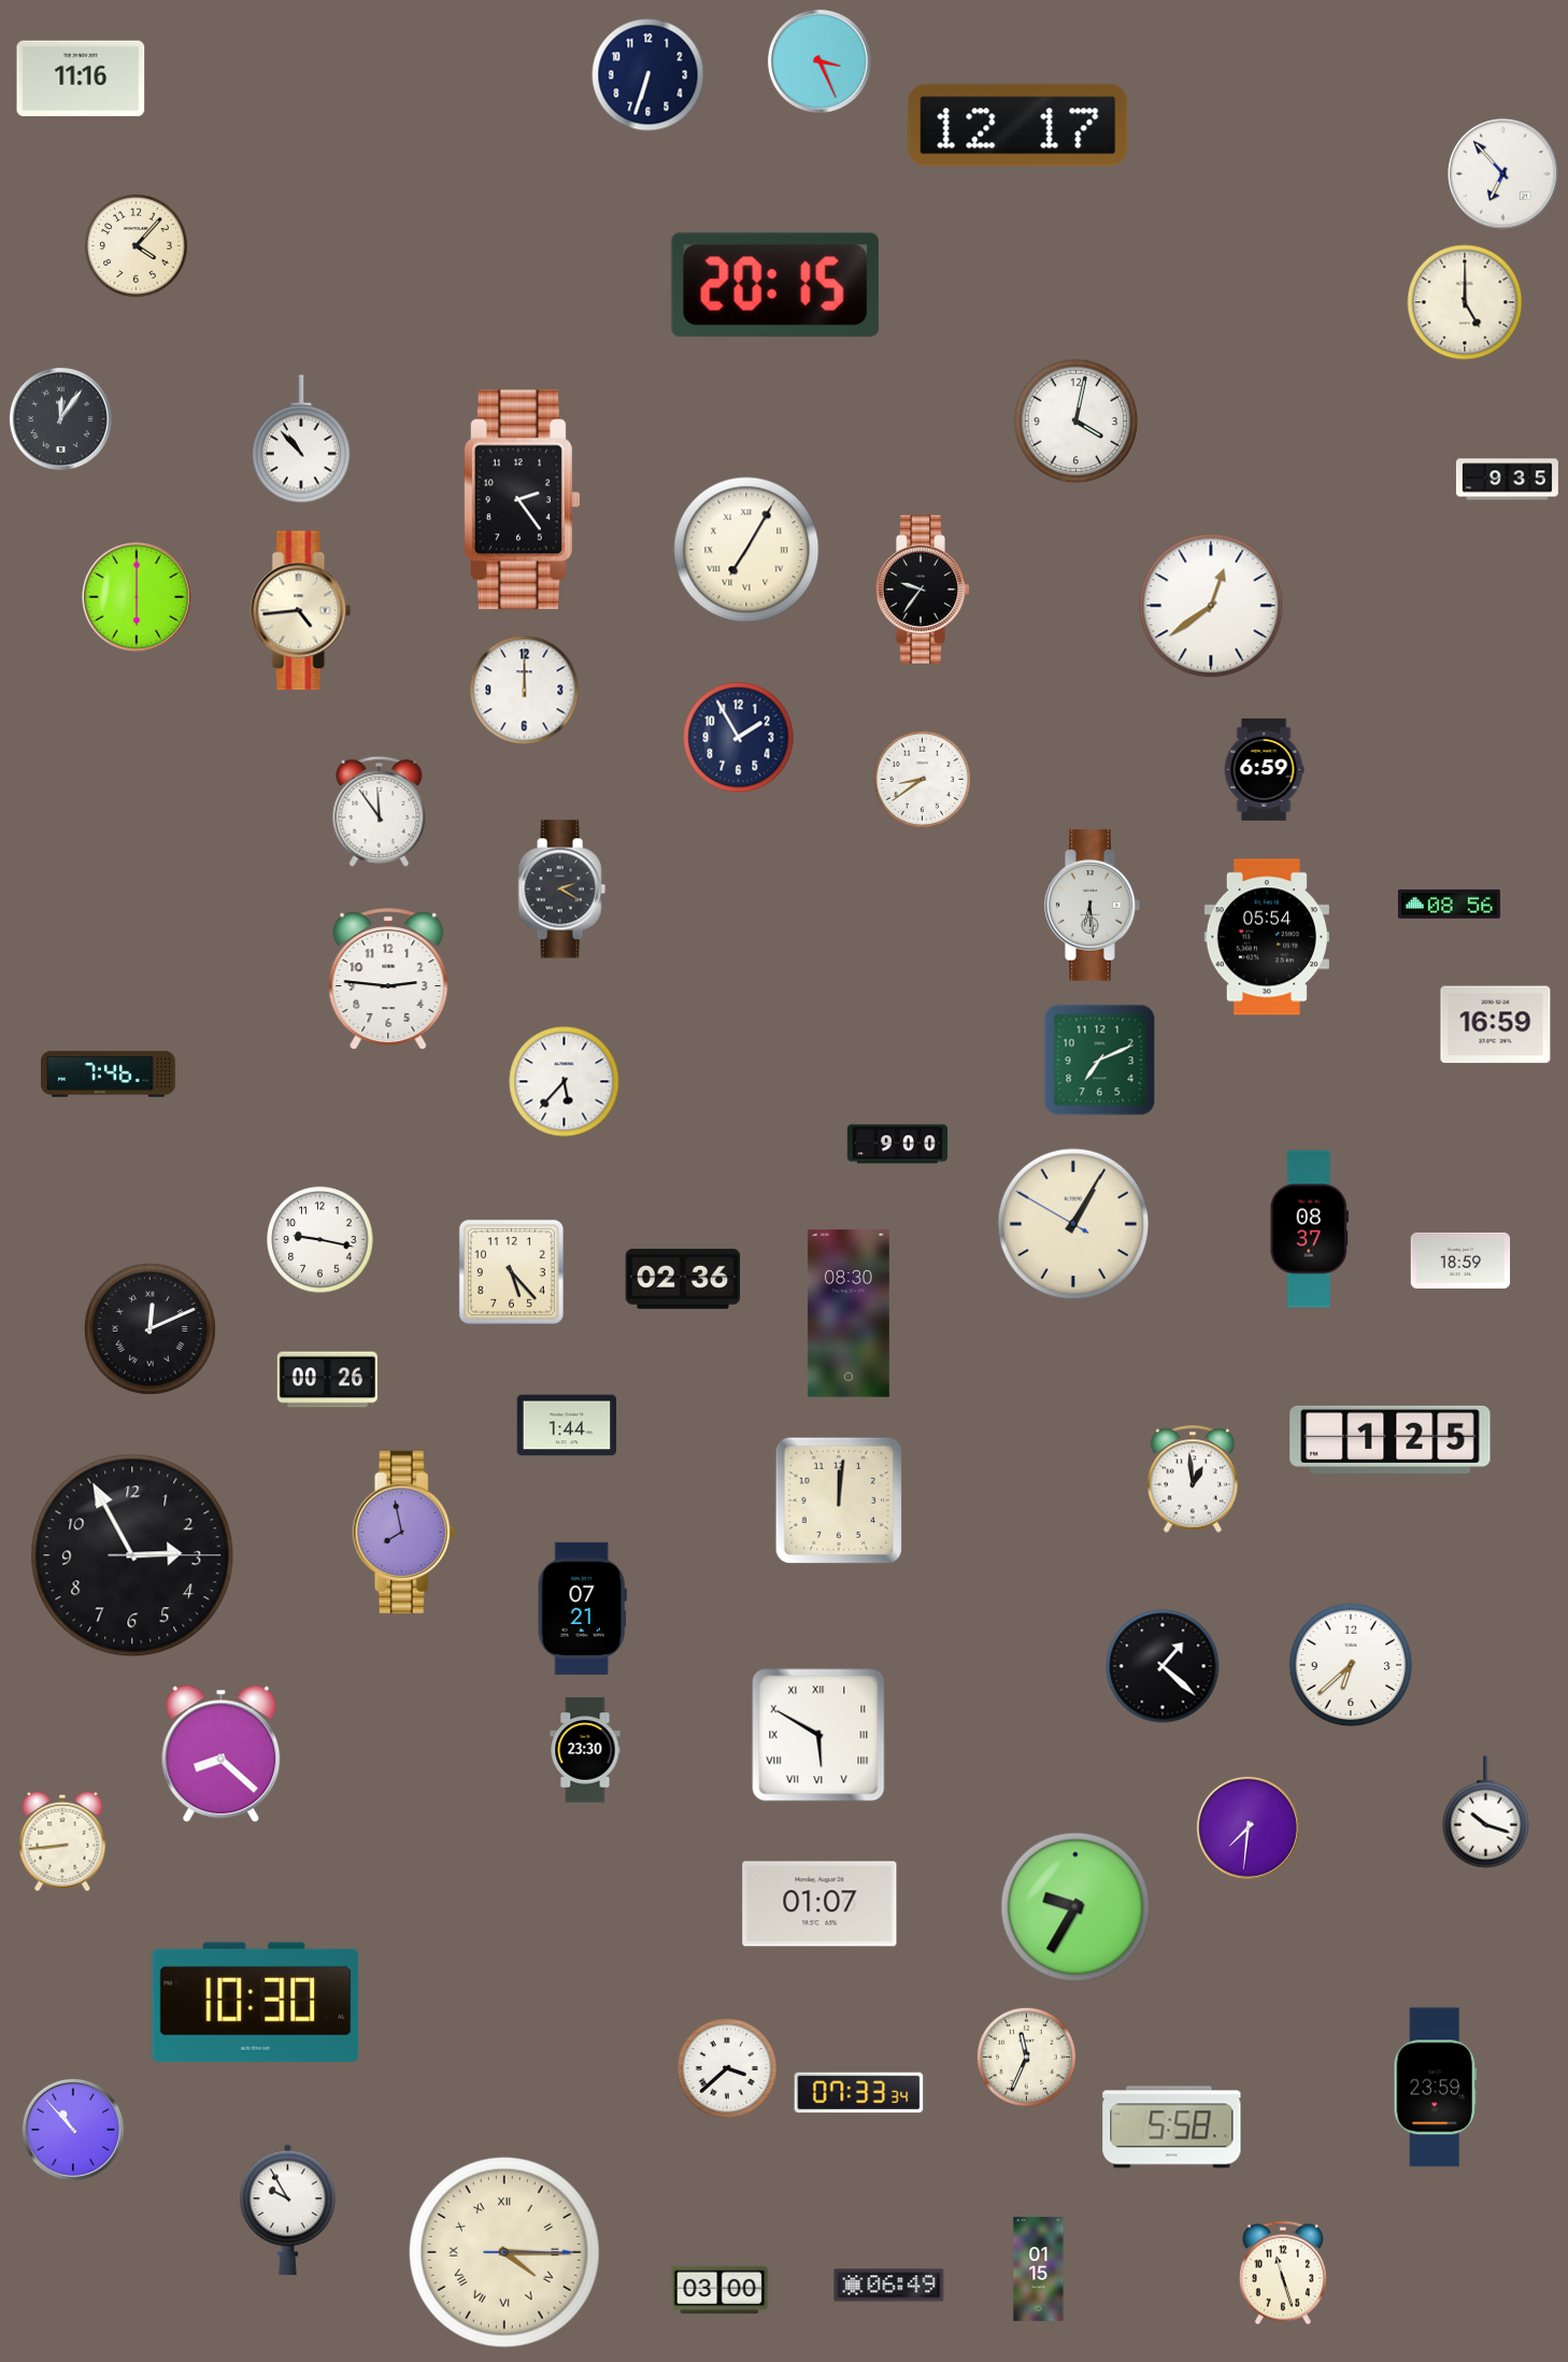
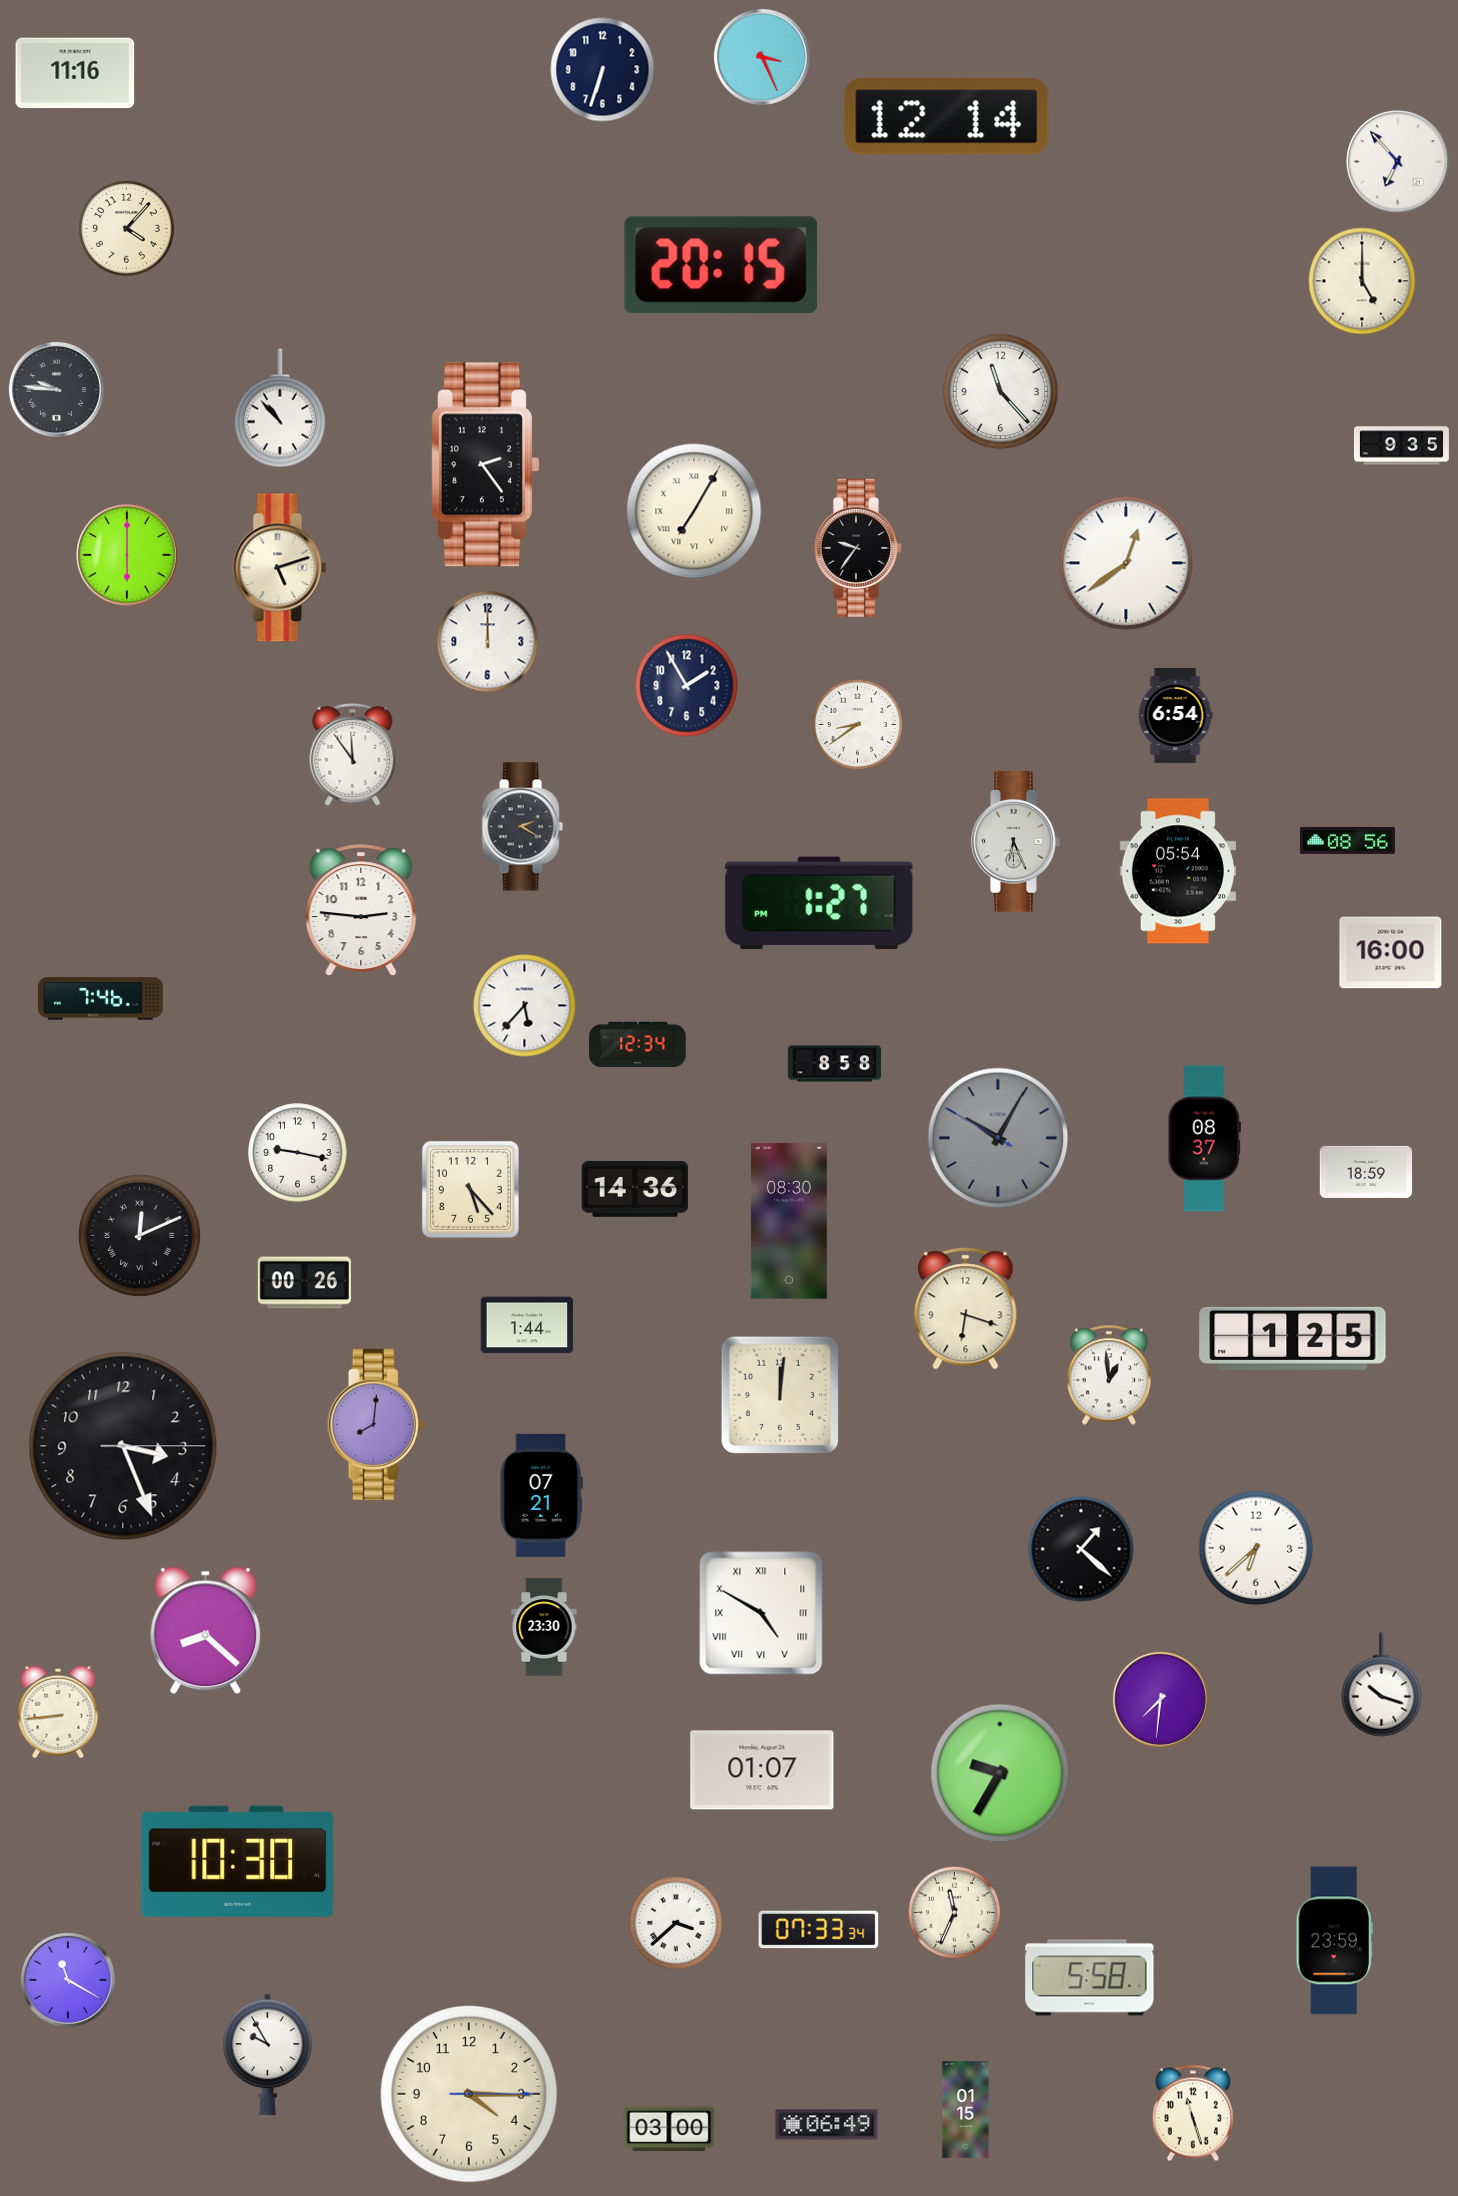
clock at (1018, 126): 12:17 -> 12:14
clock at (60, 418): 12:06 -> 9:46
clock at (1077, 422): 4:02 -> 11:23
clock at (301, 611): 4:44 -> 5:12
clock at (1264, 769): 6:59 -> 6:54
clock at (1093, 906): 6:29 -> 6:26
clock at (819, 903): none -> 1:27
clock at (1496, 1025): 16:59 -> 16:00
clock at (1100, 1061): 7:11 -> none
clock at (638, 1044): none -> 12:34
clock at (897, 1144): 9:00 -> 8:58
clock at (1073, 1224): 1:04 -> 10:04
clock at (1073, 1224) dial: cream -> grey
clock at (1309, 1229) position: (1309, 1229) -> (1204, 1139)
clock at (1460, 1261) position: (1460, 1261) -> (1366, 1172)
clock at (511, 1271) position: (511, 1271) -> (470, 1189)
clock at (683, 1279): 02:36 -> 14:36
clock at (966, 1309): none -> 6:18
clock at (404, 1532): 7:58 -> 8:01
clock at (132, 1555): 2:55 -> 3:26
clock at (818, 1735): 5:50 -> 4:50
clock at (859, 2093) position: (859, 2093) -> (819, 1930)
clock at (73, 2130): 10:53 -> 11:20
clock at (504, 2252) numerals: Roman -> Arabic
